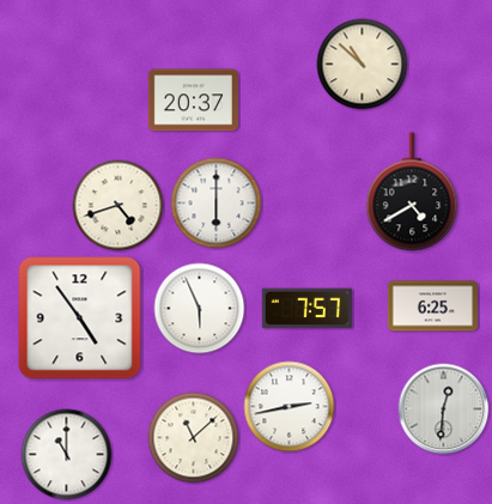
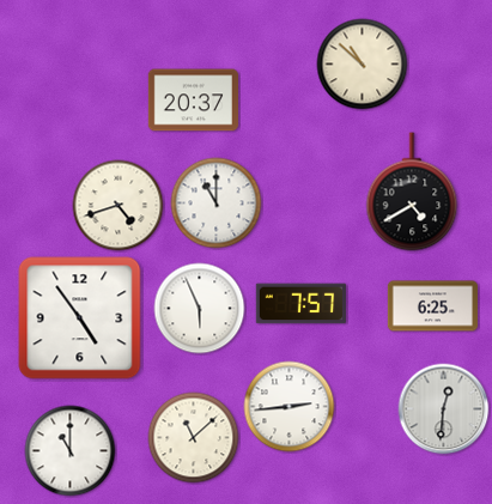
clock at (217, 204): 6:00 -> 11:00
clock at (306, 309) position: (306, 309) -> (300, 304)
clock at (290, 407): 2:43 -> 2:44
clock at (67, 455) position: (67, 455) -> (71, 451)
